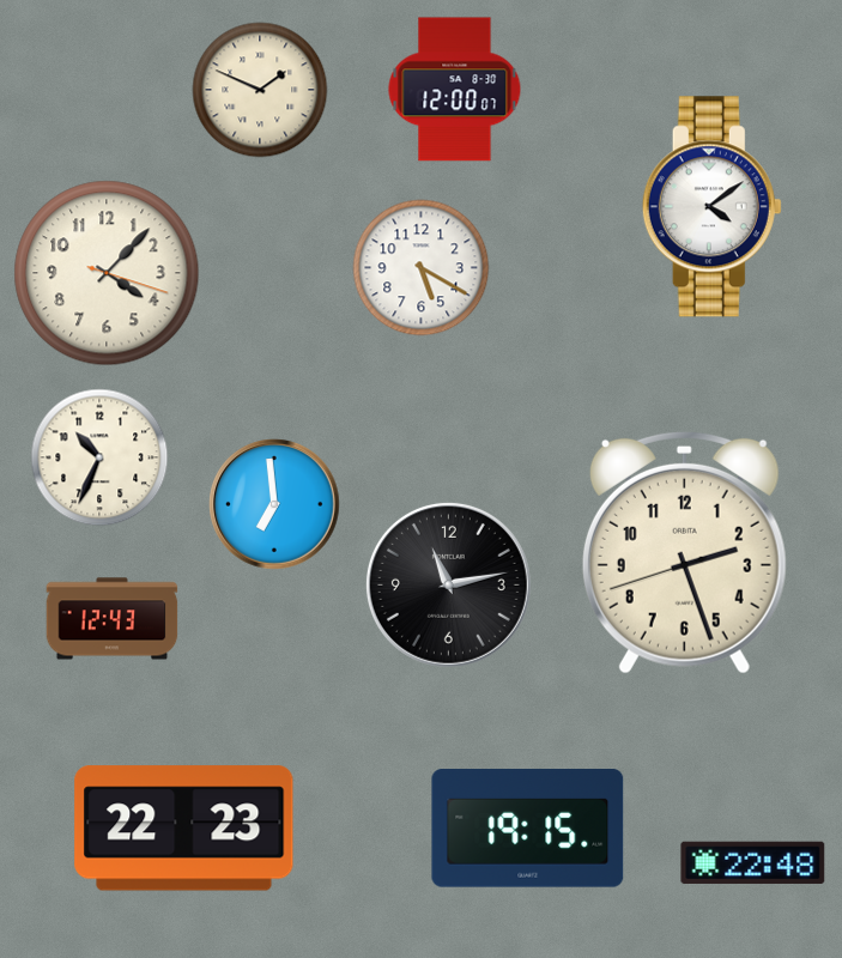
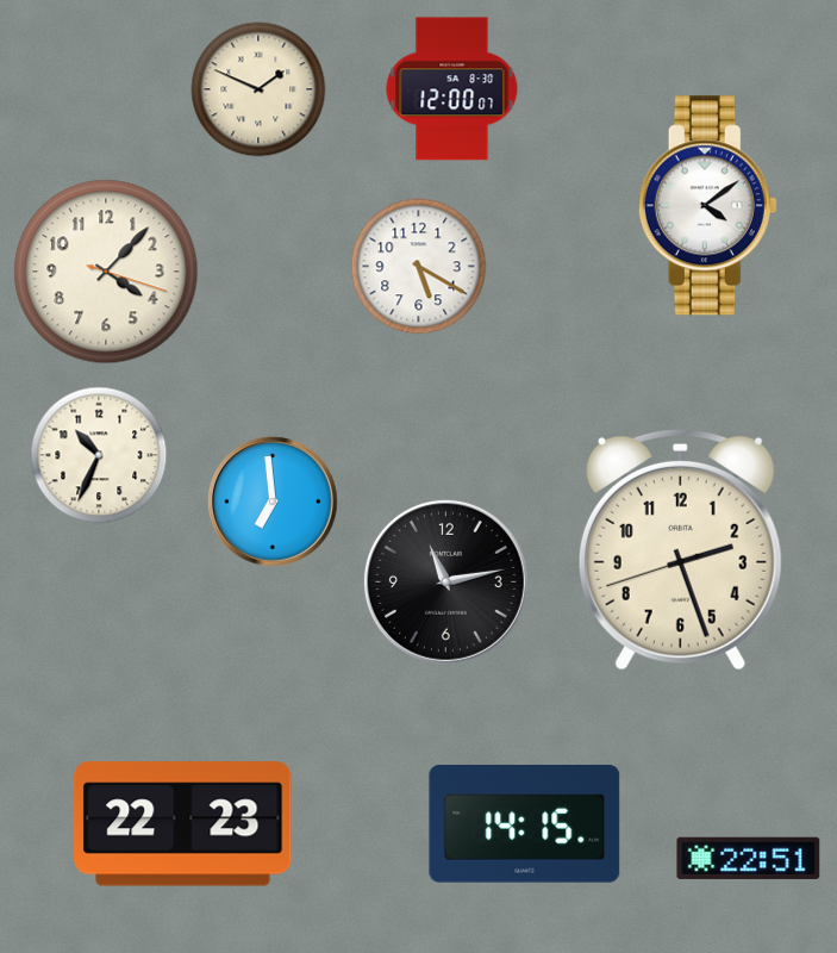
clock at (113, 619): 12:43 -> none
clock at (528, 829): 19:15 -> 14:15
clock at (753, 862): 22:48 -> 22:51
